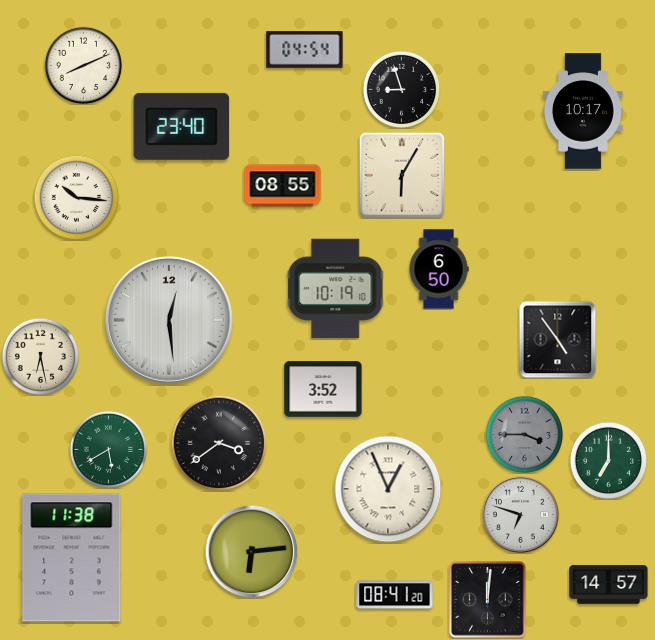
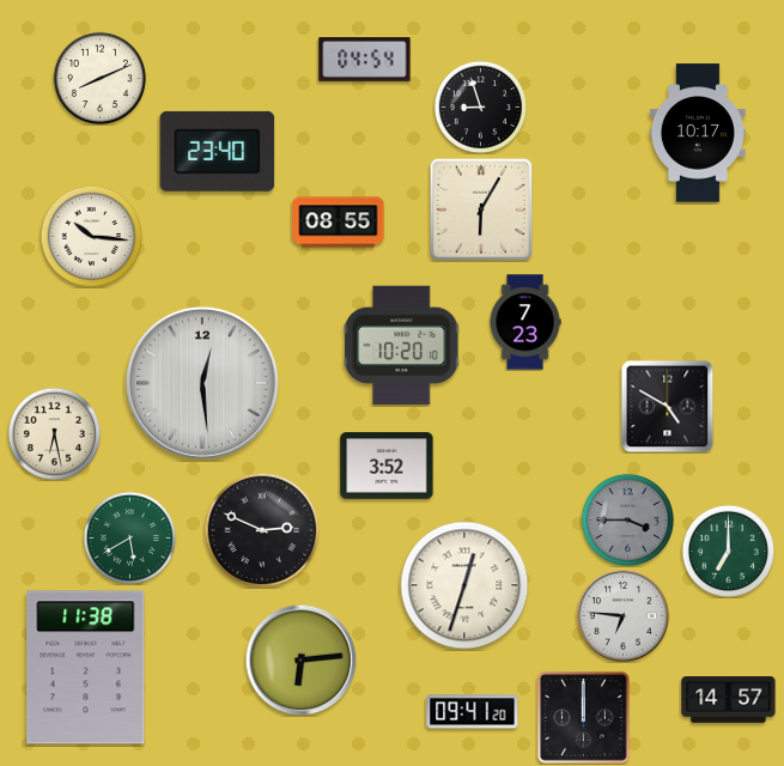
clock at (439, 269): 6:50 -> 7:23
clock at (336, 289): 10:19 -> 10:20
clock at (557, 339): 4:54 -> 4:50
clock at (40, 356) position: (40, 356) -> (54, 433)
clock at (219, 443): 3:39 -> 2:49
clock at (388, 489): 12:56 -> 12:33
clock at (520, 514): 6:48 -> 6:46
clock at (395, 595): 08:41 -> 09:41
clock at (488, 600): 12:01 -> 12:00
